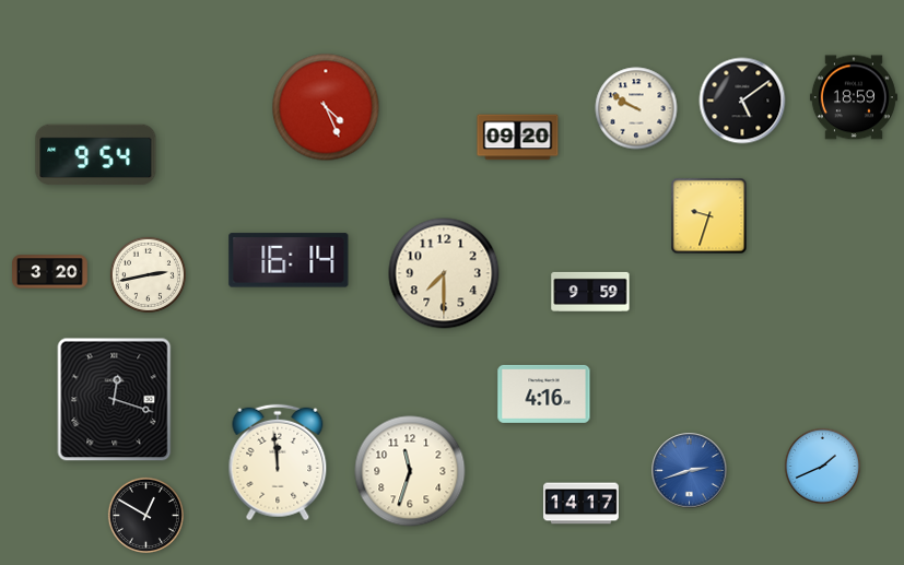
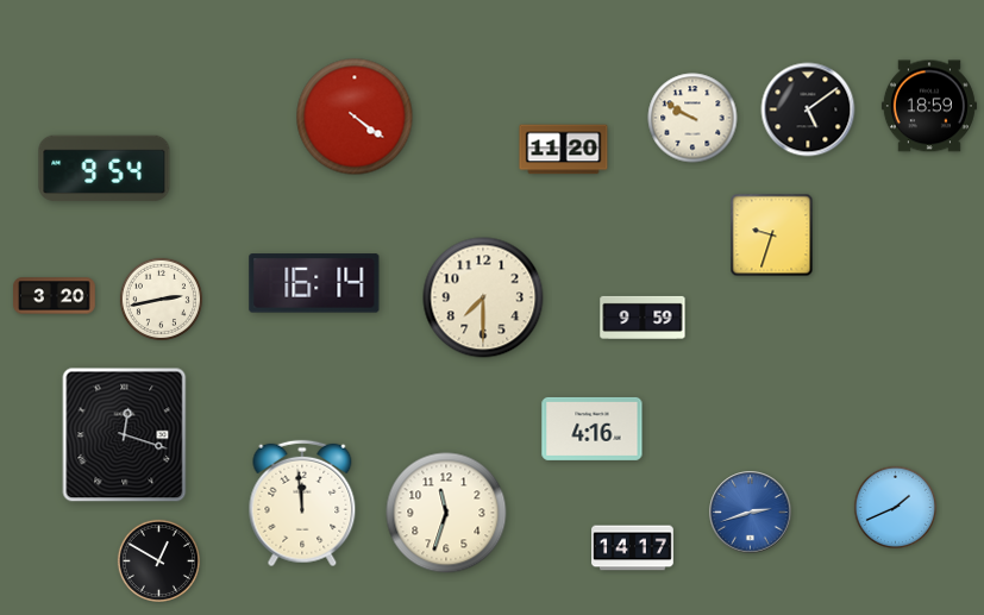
clock at (326, 107): 4:26 -> 4:21
clock at (518, 138): 09:20 -> 11:20
